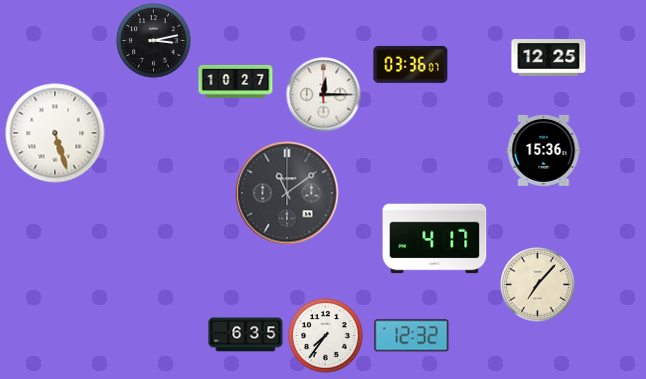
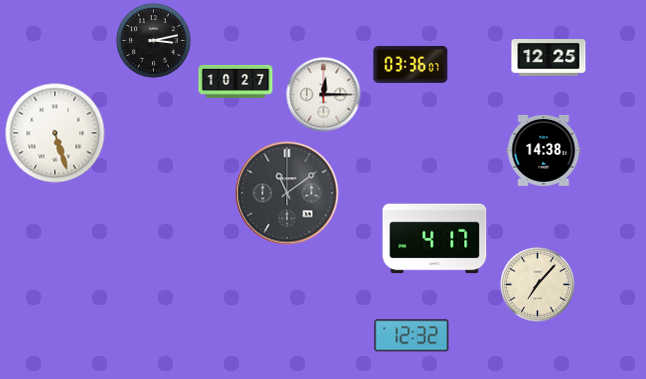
clock at (544, 150): 15:36 -> 14:38
clock at (246, 335): 6:35 -> none
clock at (326, 336): 7:36 -> none
